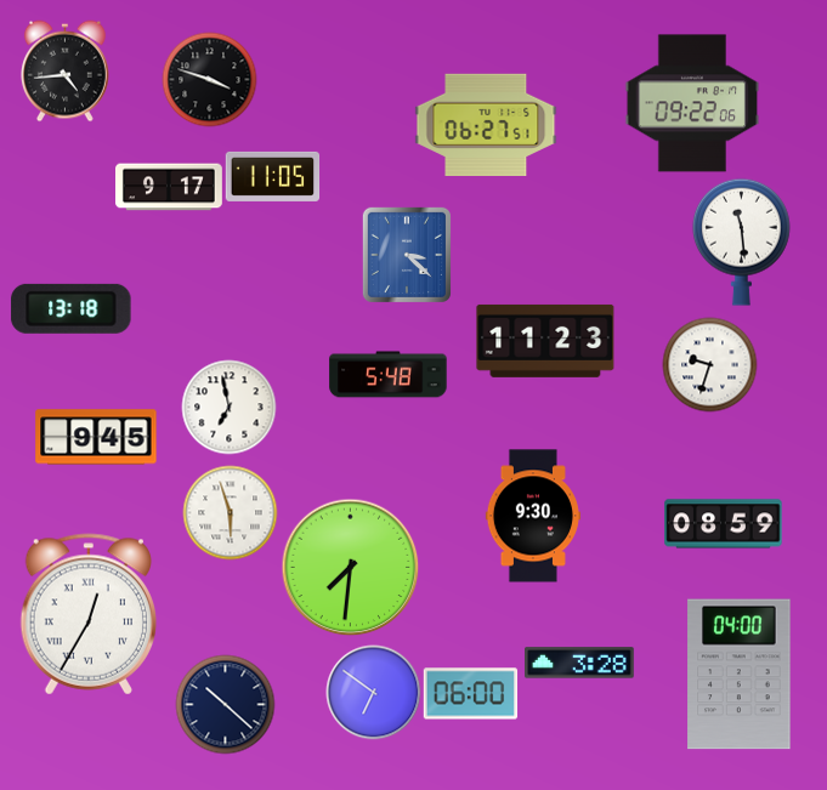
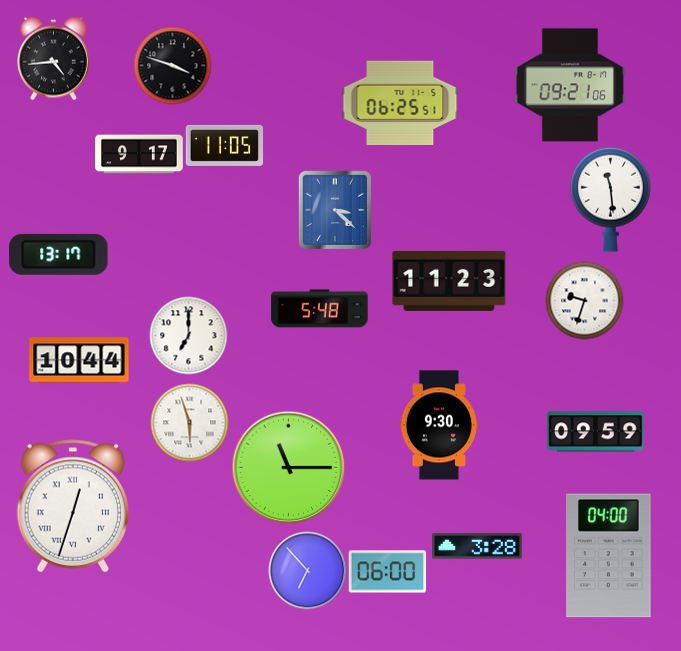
clock at (692, 103): 09:22 -> 09:21
clock at (486, 124): 06:27 -> 06:25
clock at (72, 308): 13:18 -> 13:17
clock at (228, 407): 6:58 -> 7:00
clock at (96, 437): 9:45 -> 10:44
clock at (724, 524): 08:59 -> 09:59
clock at (350, 567): 7:31 -> 11:15
clock at (87, 614): 12:35 -> 12:33
clock at (373, 692): 6:51 -> 6:53
clock at (225, 704): 10:22 -> none
